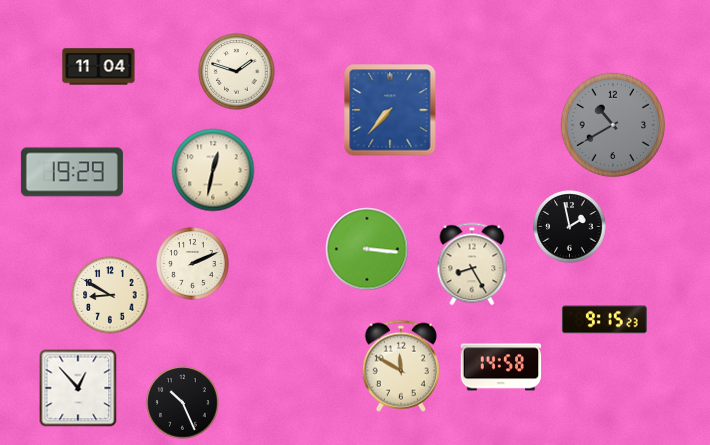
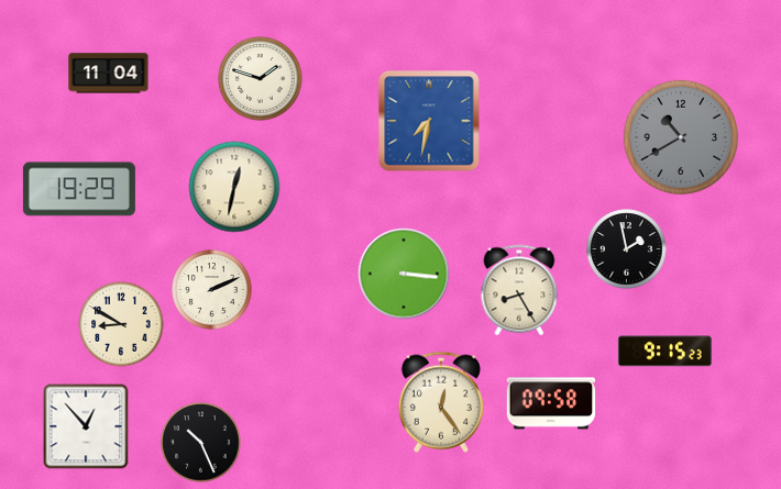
clock at (390, 110): 7:37 -> 7:32
clock at (613, 125) position: (613, 125) -> (681, 137)
clock at (401, 366): 11:50 -> 12:24
clock at (501, 367): 14:58 -> 09:58
